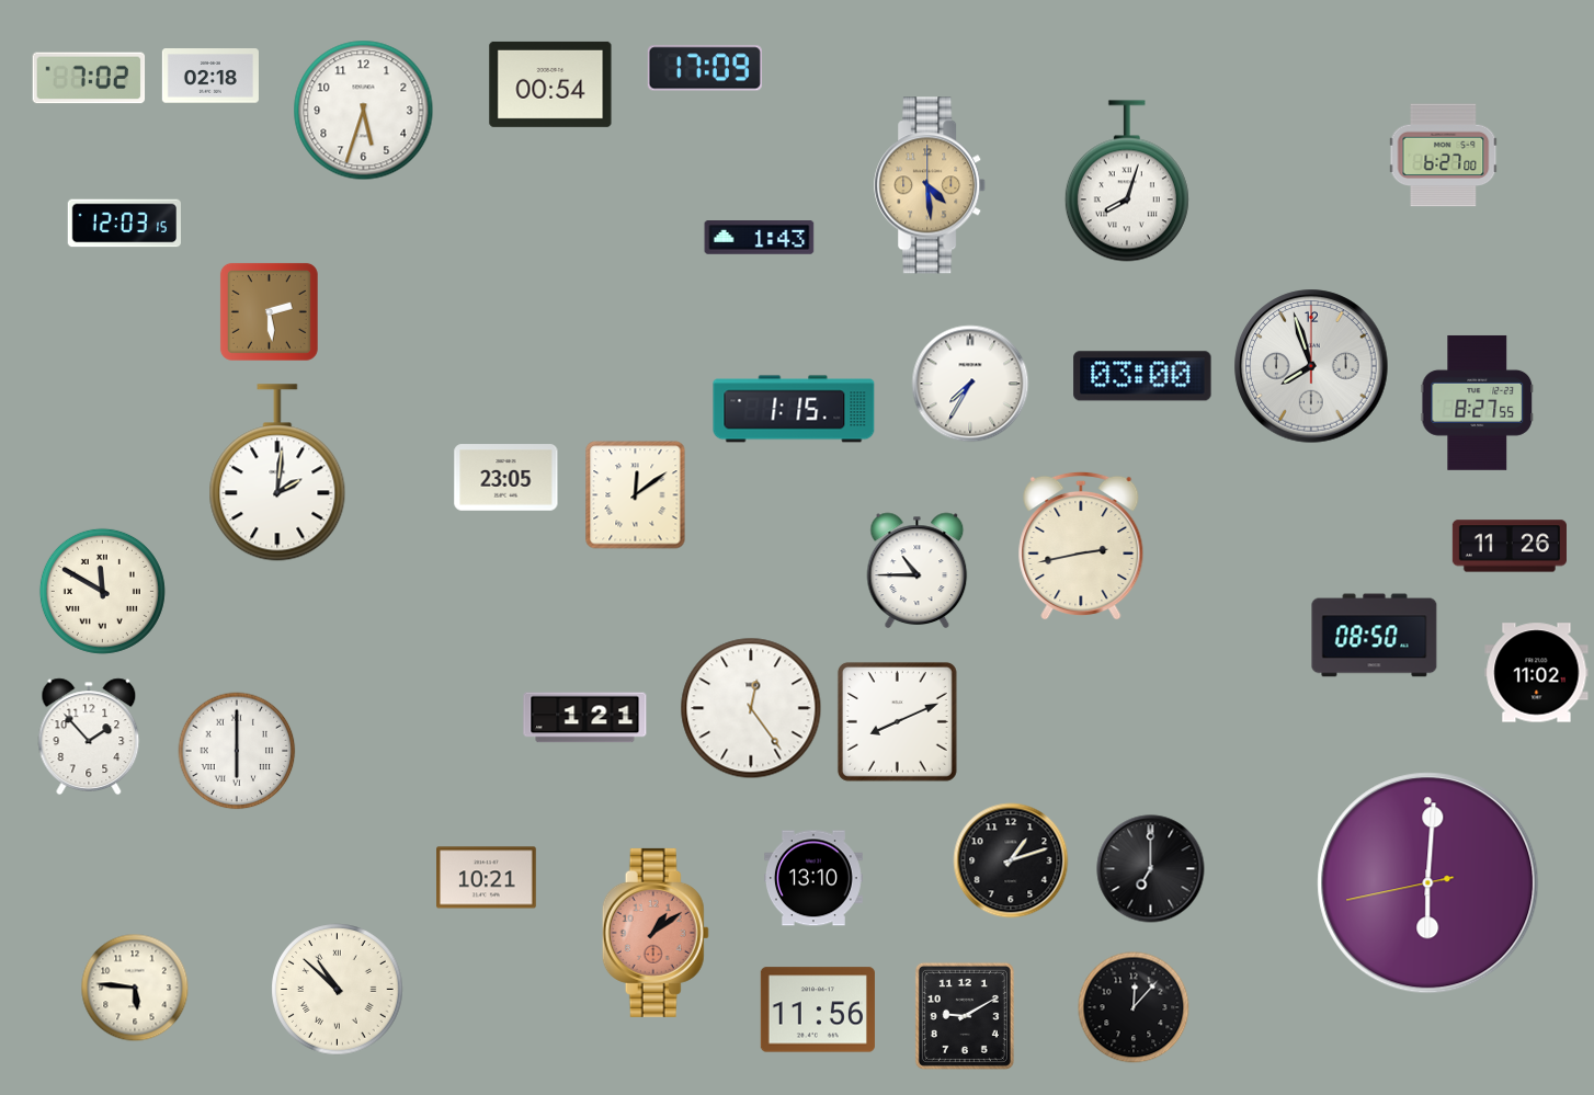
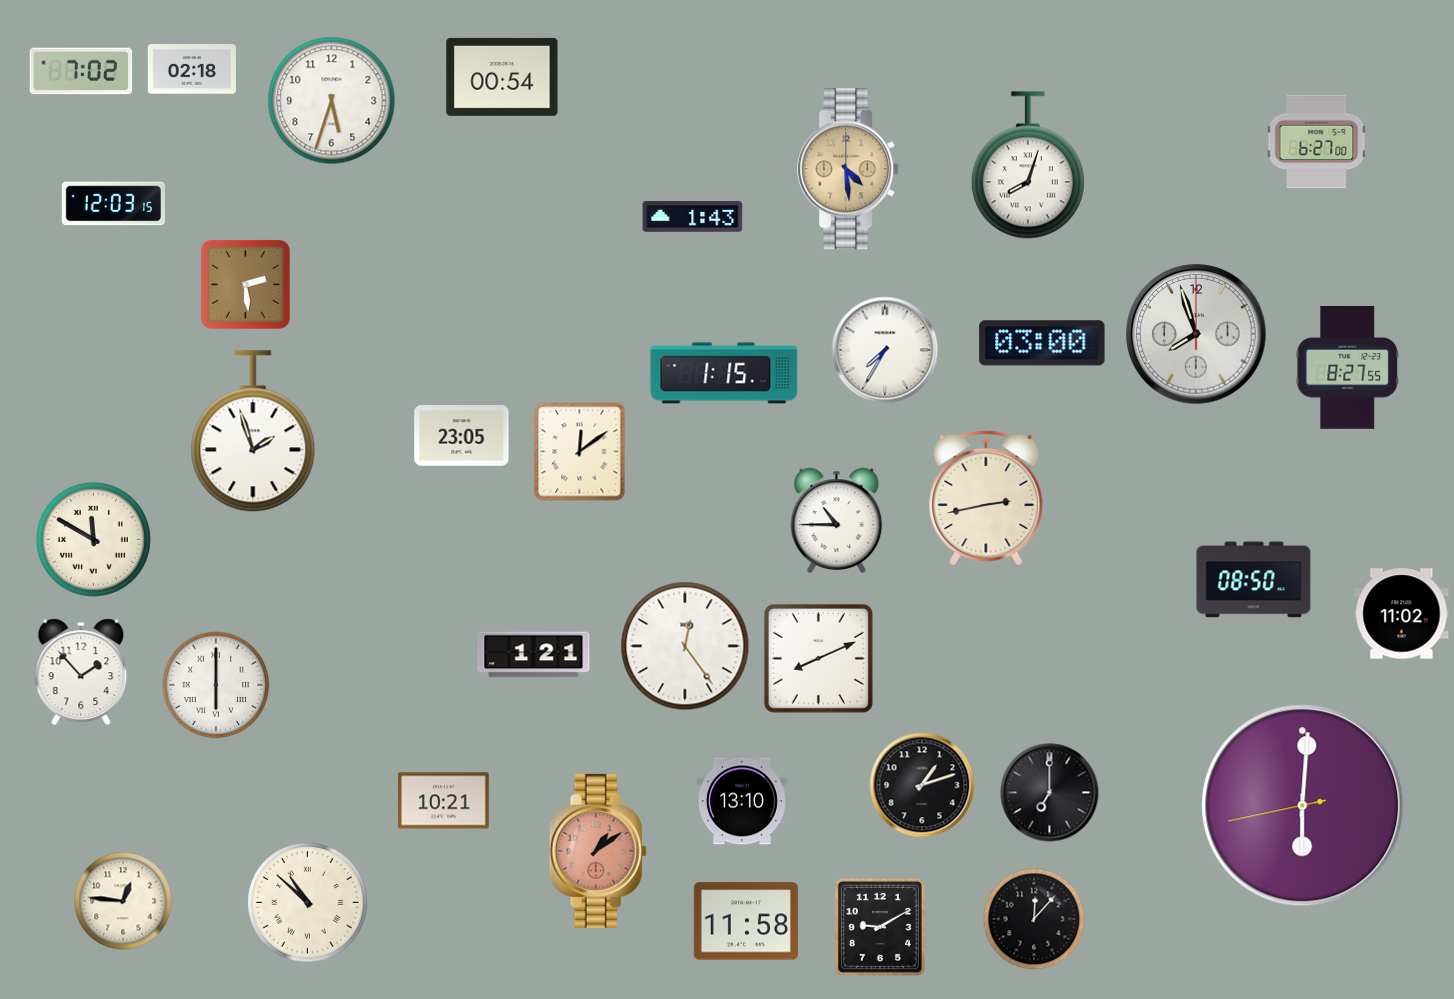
clock at (705, 68): 17:09 -> none
clock at (277, 472): 2:01 -> 1:57
clock at (1510, 546): 11:26 -> none
clock at (135, 988): 5:46 -> 12:46
clock at (818, 1010): 11:56 -> 11:58
